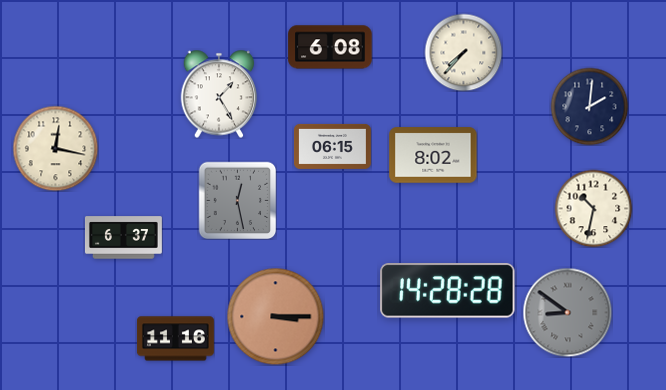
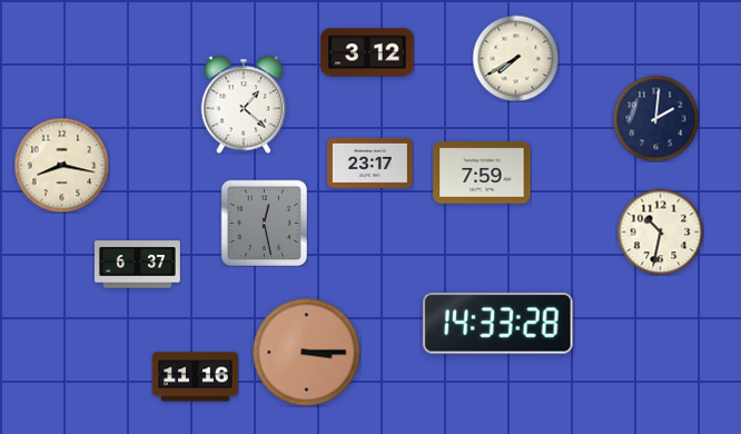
clock at (330, 47): 6:08 -> 3:12
clock at (463, 52): 7:37 -> 7:40
clock at (219, 94): 1:25 -> 1:22
clock at (333, 146): 06:15 -> 23:17
clock at (55, 148): 12:17 -> 8:17
clock at (433, 155): 8:02 -> 7:59
clock at (448, 291): 14:28 -> 14:33
clock at (567, 312): 8:51 -> none
